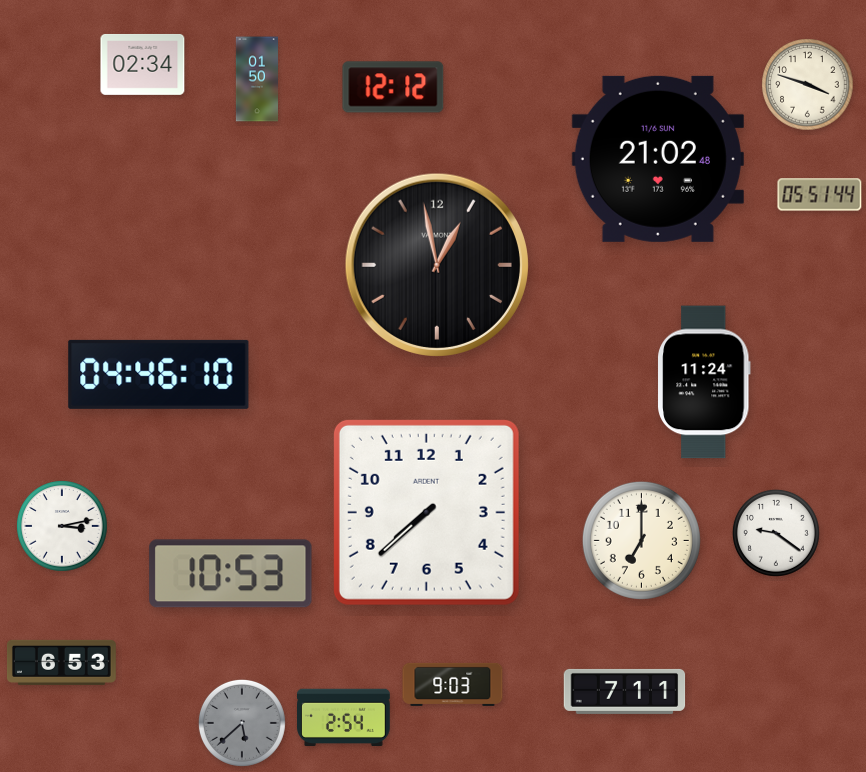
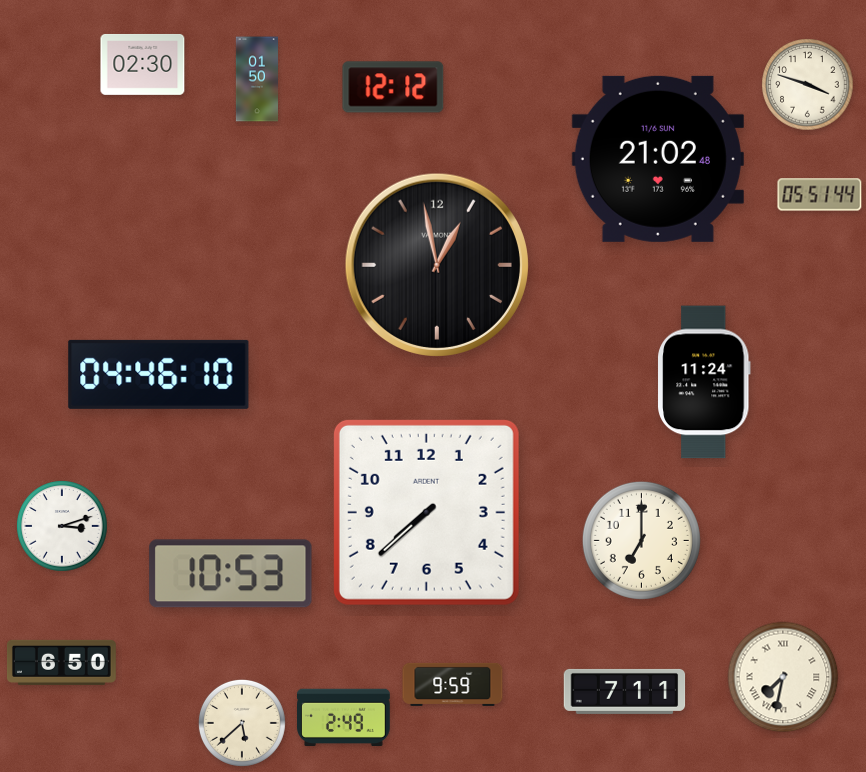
clock at (143, 64): 02:34 -> 02:30
clock at (62, 526): 3:13 -> 3:12
clock at (776, 533): 9:21 -> none
clock at (61, 662): 6:53 -> 6:50
clock at (783, 677): none -> 7:32
clock at (453, 684): 9:03 -> 9:59
clock at (344, 718): 2:54 -> 2:49
clock at (242, 723) dial: grey -> cream
